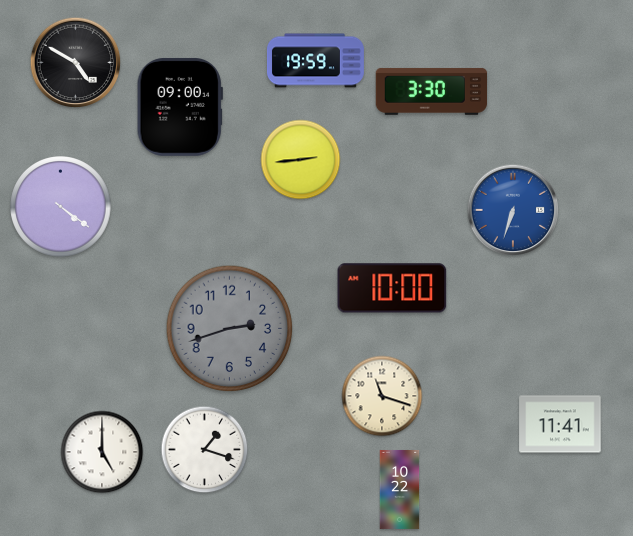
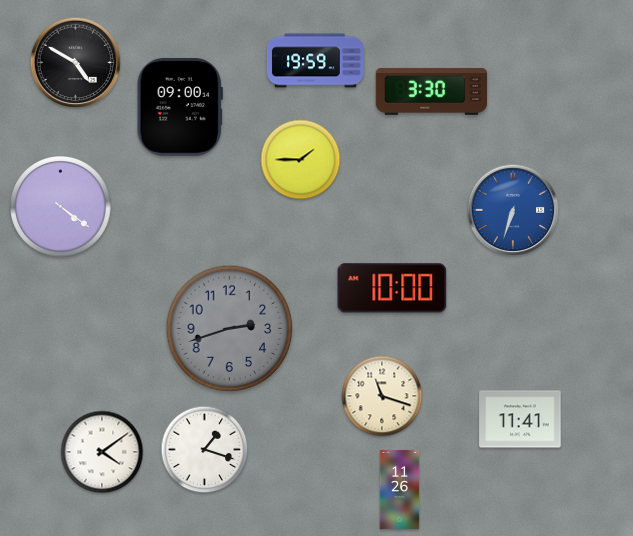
clock at (301, 160): 2:44 -> 1:45
clock at (560, 424) position: (560, 424) -> (520, 419)
clock at (102, 452): 5:00 -> 4:09
clock at (400, 489): 10:22 -> 11:26
